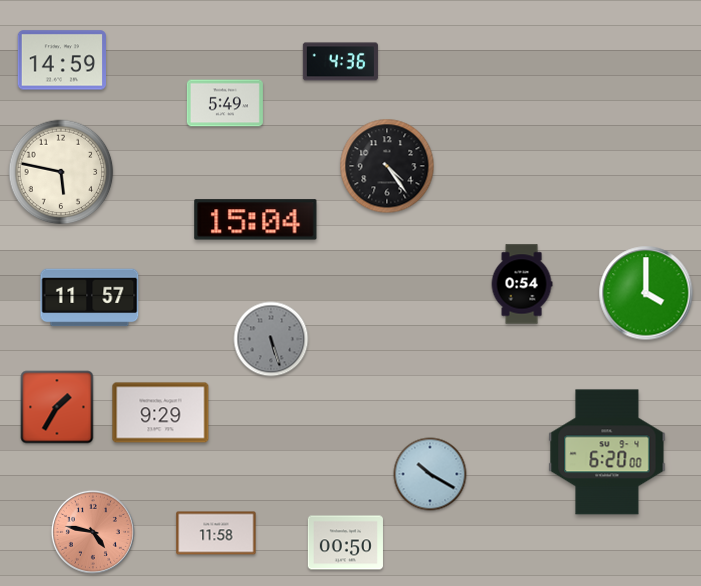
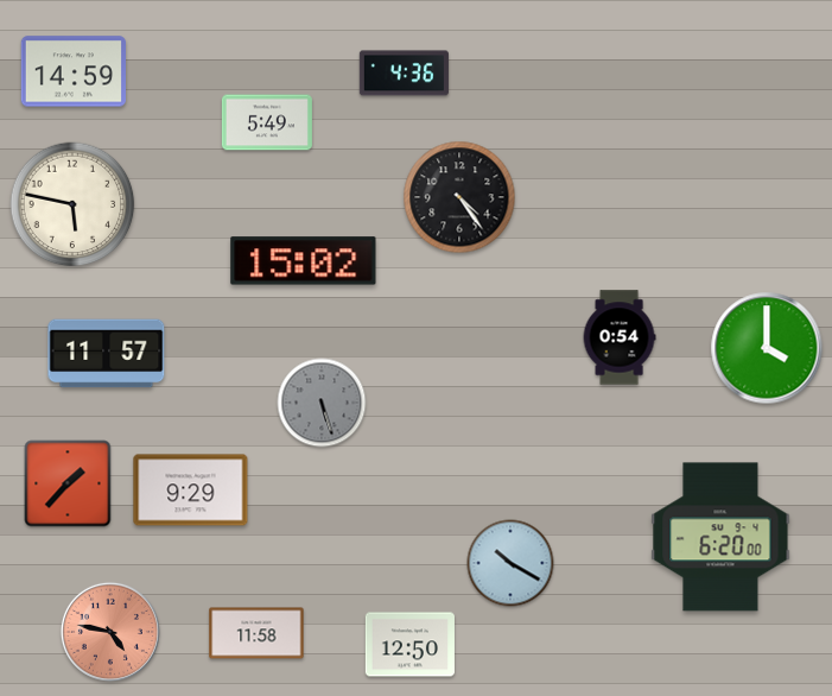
clock at (256, 220): 15:04 -> 15:02
clock at (57, 407): 1:35 -> 1:37
clock at (345, 543): 00:50 -> 12:50
